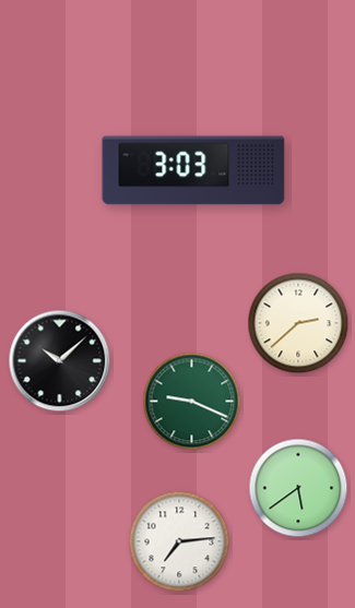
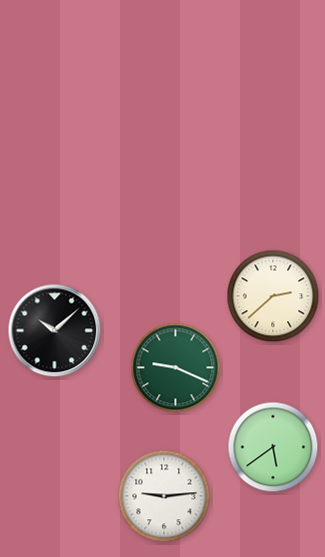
clock at (193, 170): 3:03 -> none
clock at (179, 541): 7:14 -> 9:14
